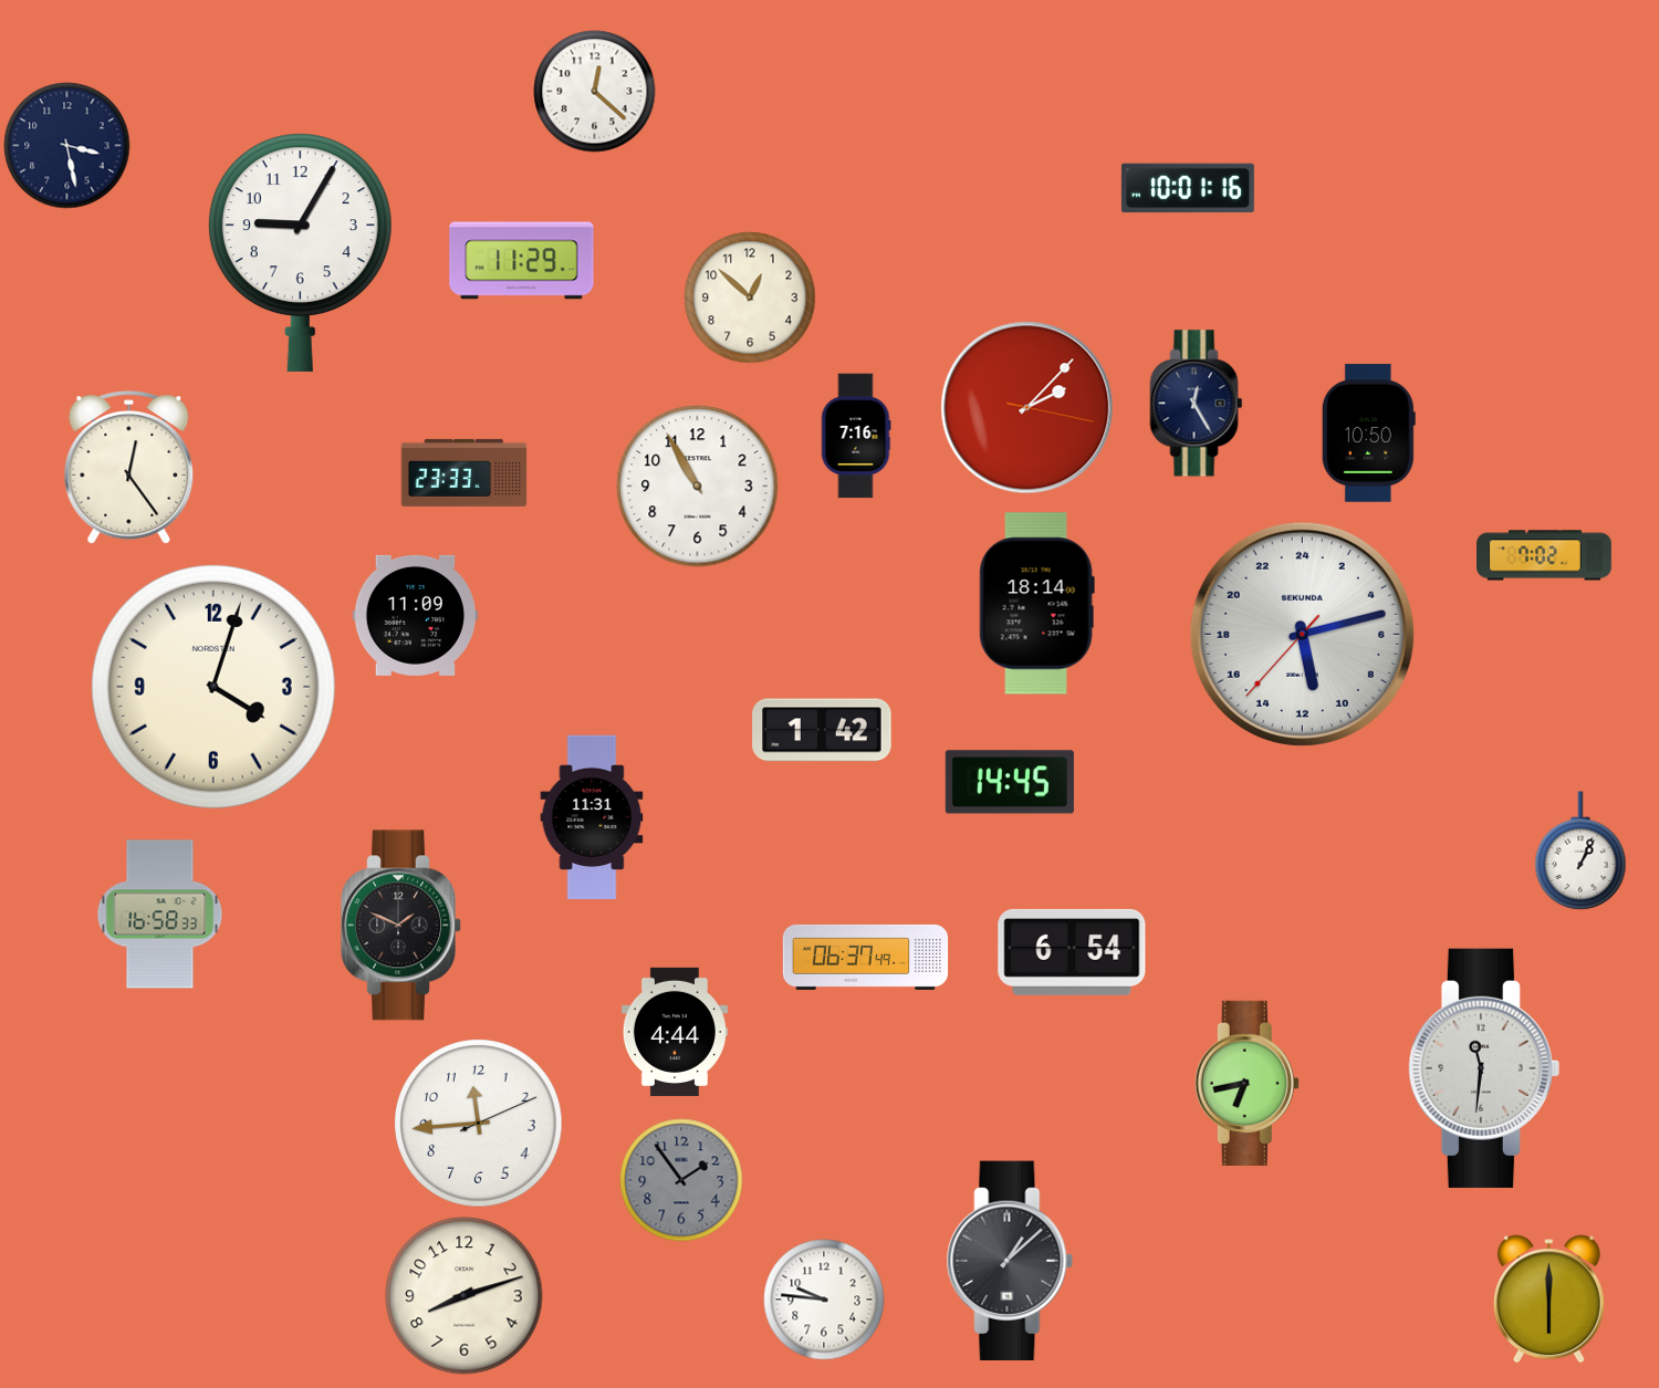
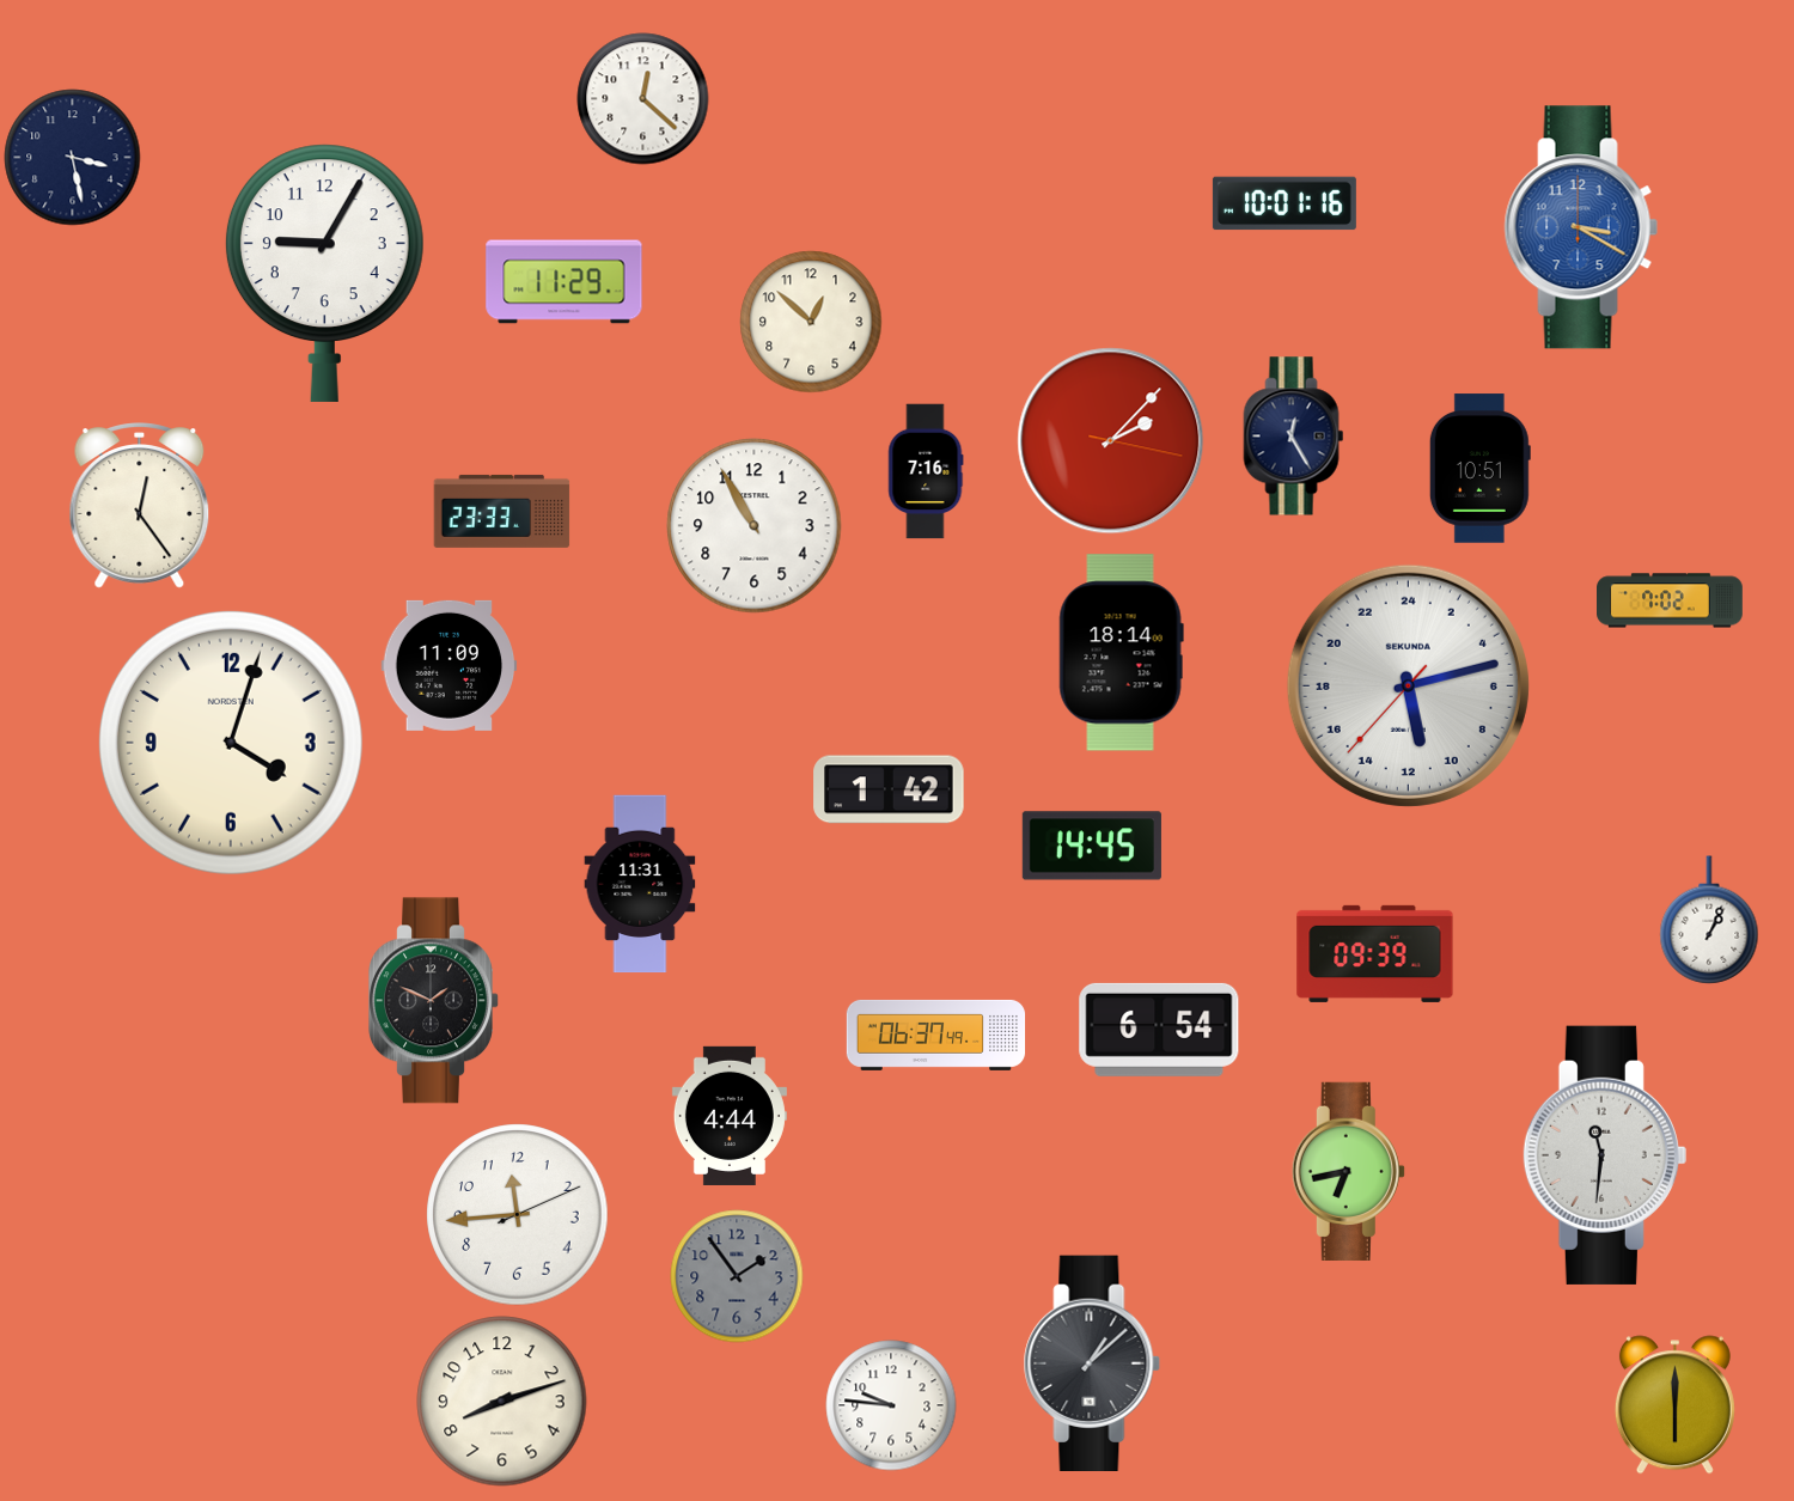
clock at (1581, 227): none -> 3:20
clock at (1368, 434): 10:50 -> 10:51
clock at (1375, 953): none -> 09:39
clock at (160, 915): 16:58 -> none
